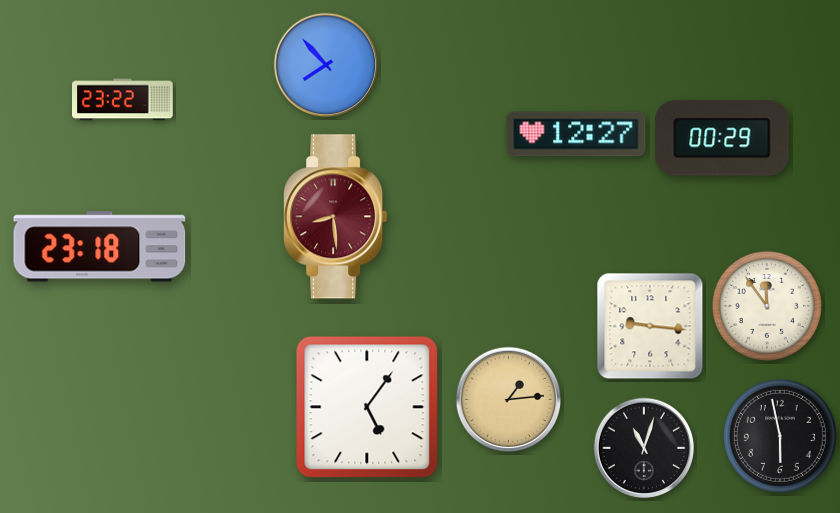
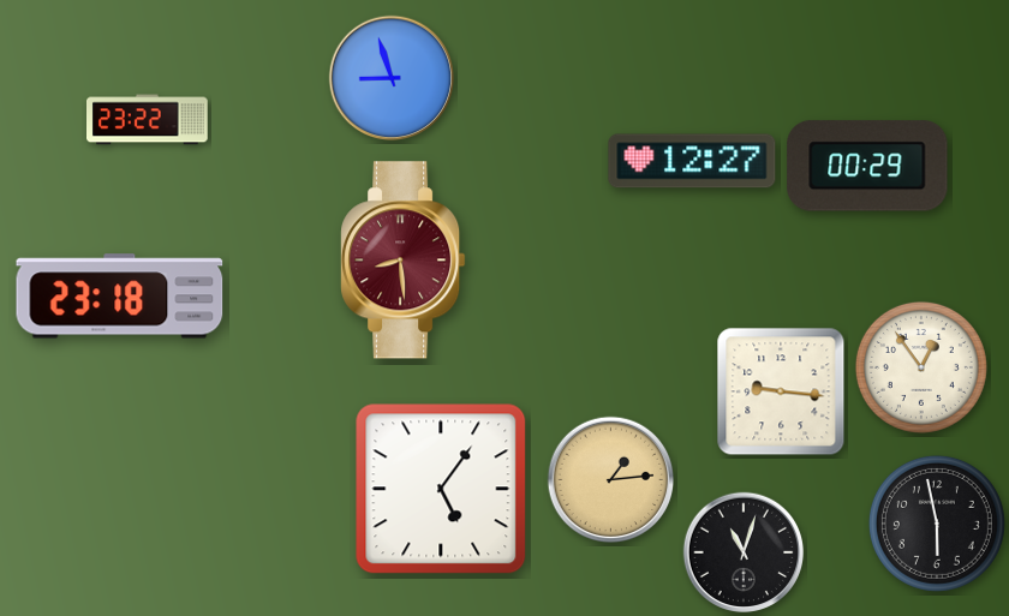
clock at (326, 65): 7:53 -> 8:57
clock at (767, 306): 11:54 -> 12:54
clock at (644, 448) position: (644, 448) -> (744, 552)
